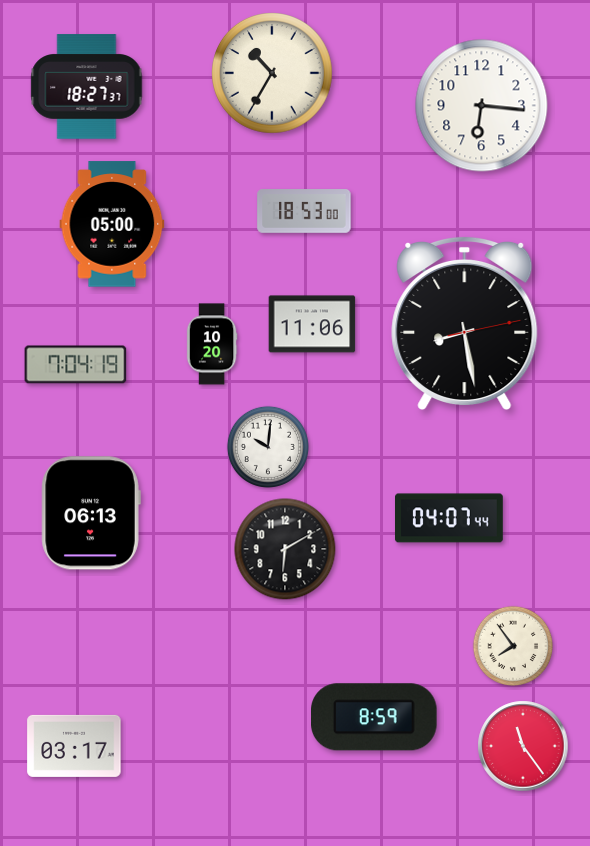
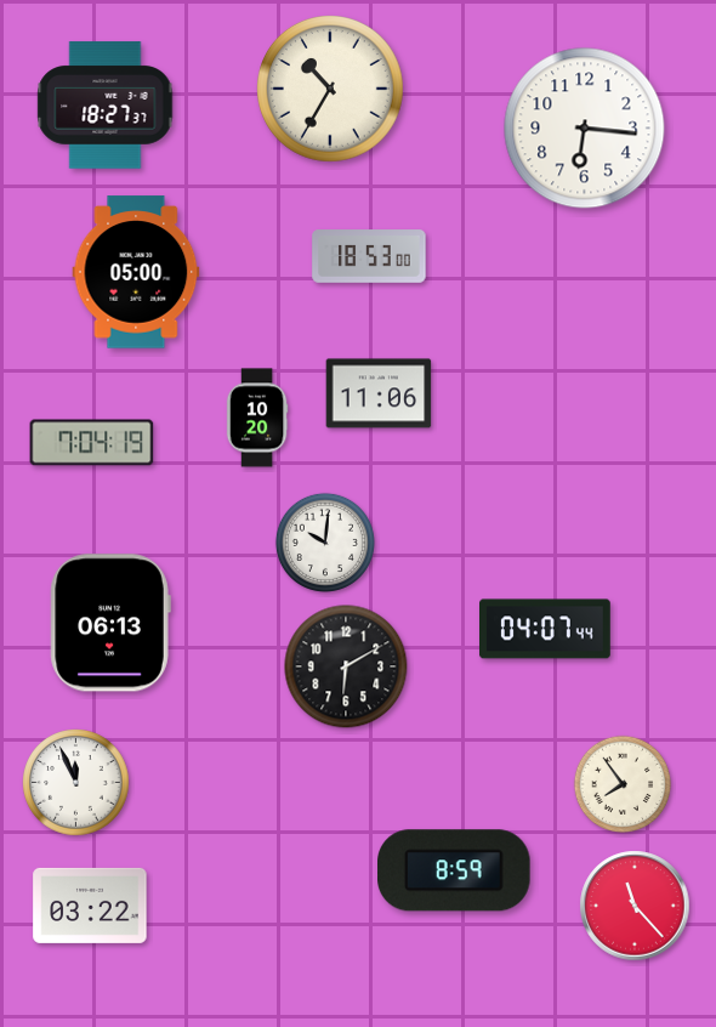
clock at (465, 323): 8:28 -> none
clock at (76, 783): none -> 11:56
clock at (74, 746): 03:17 -> 03:22
clock at (523, 746): 11:24 -> 11:23
